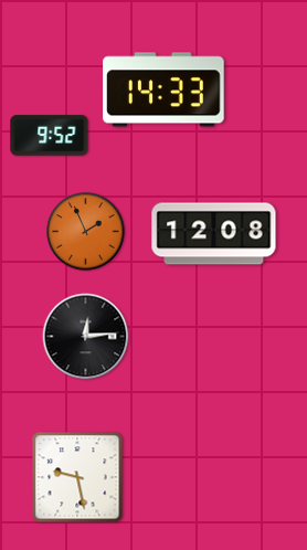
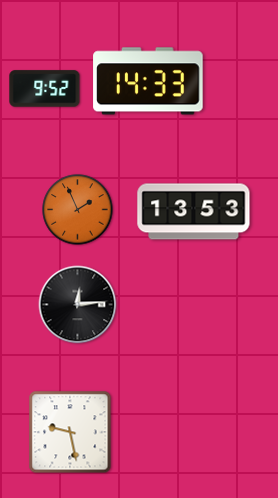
clock at (50, 136) position: (50, 136) -> (45, 89)
clock at (214, 234): 12:08 -> 13:53
